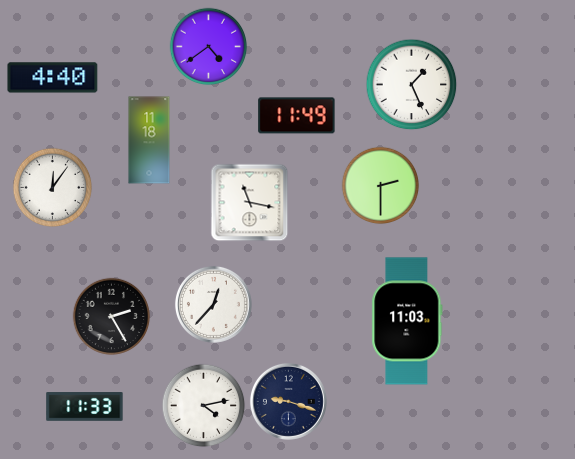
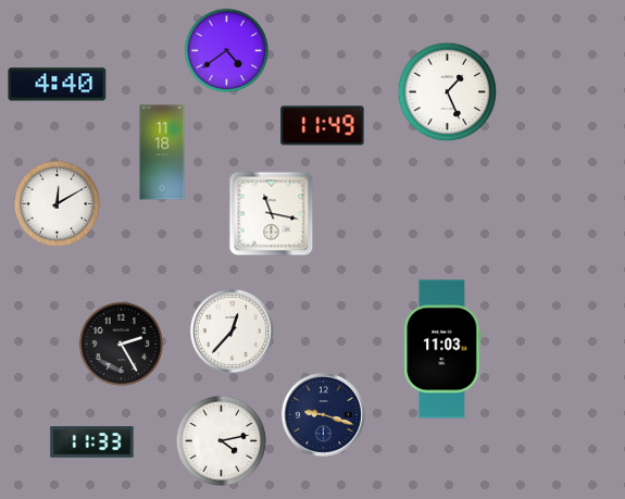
clock at (380, 185): 2:30 -> none
clock at (52, 187): 12:06 -> 12:10
clock at (249, 202) position: (249, 202) -> (271, 213)
clock at (288, 401) position: (288, 401) -> (323, 414)
